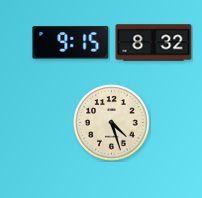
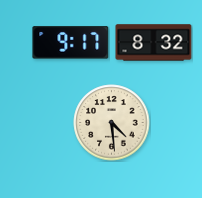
clock at (71, 43): 9:15 -> 9:17
clock at (112, 123): 4:27 -> 4:29
